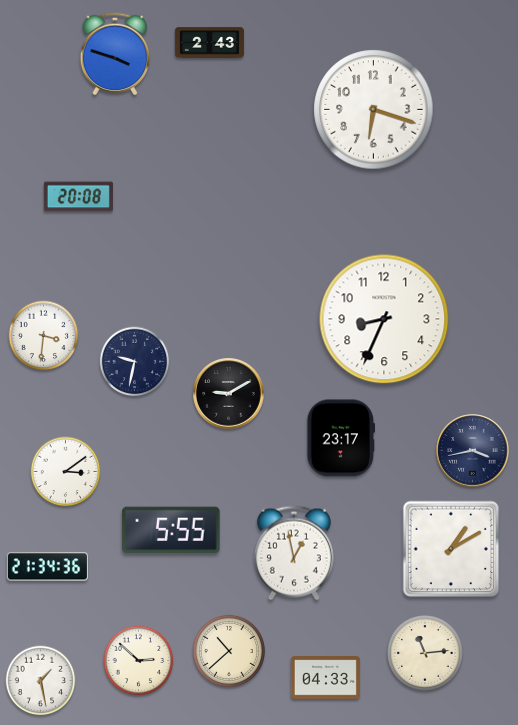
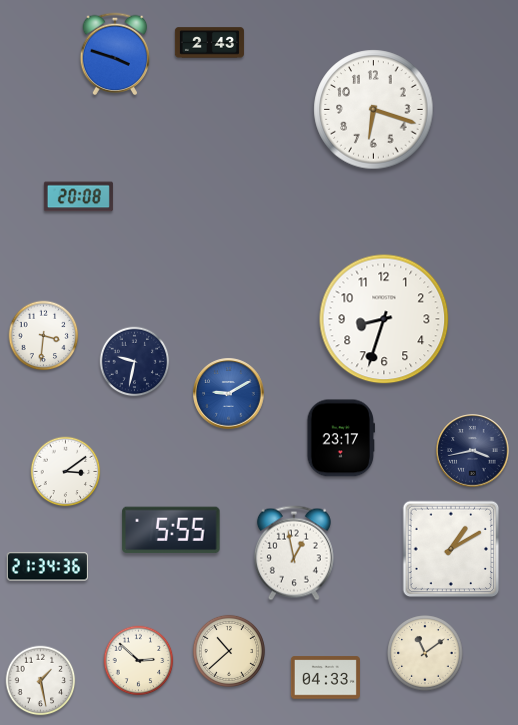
clock at (384, 319): 8:34 -> 8:33
clock at (229, 394) dial: black -> blue
clock at (425, 653): 11:14 -> 11:09
